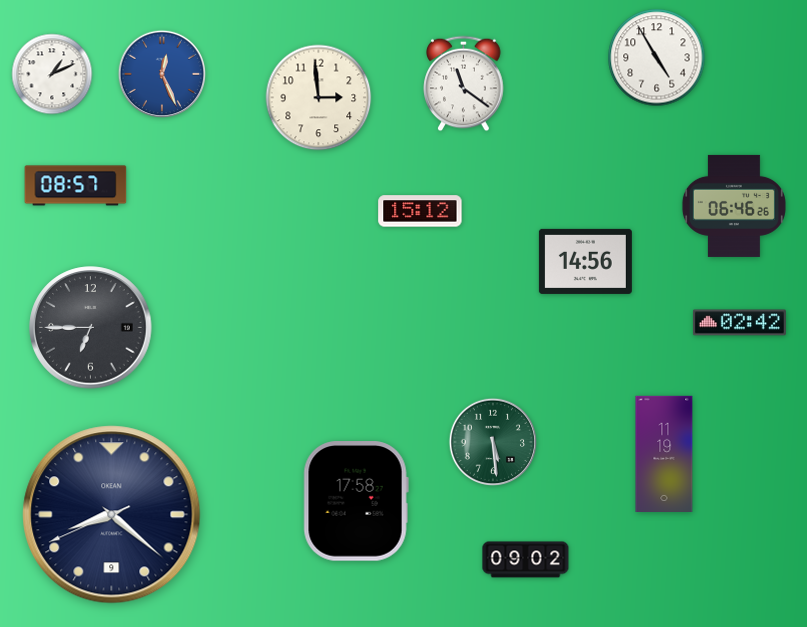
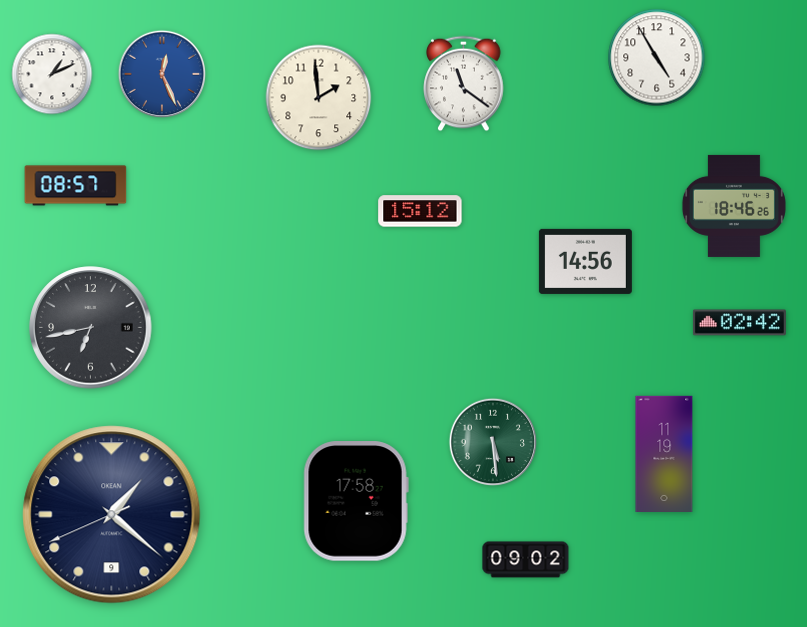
clock at (319, 98): 2:59 -> 1:59
clock at (734, 206): 06:46 -> 18:46
clock at (91, 328): 6:45 -> 6:43
clock at (112, 515): 8:21 -> 1:21
